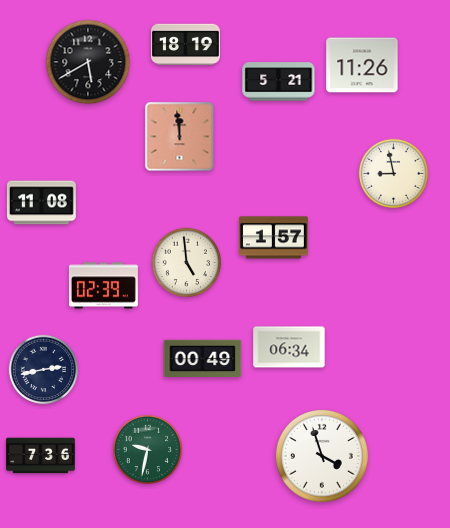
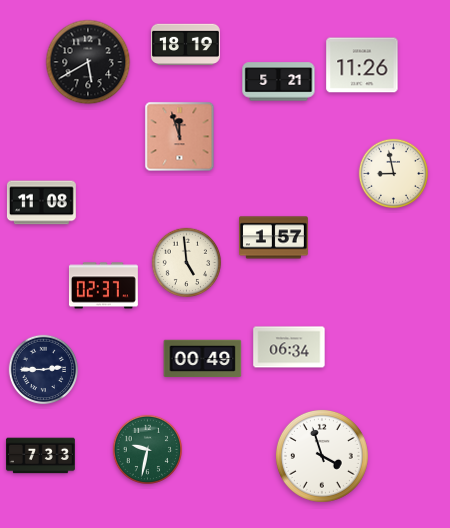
clock at (180, 137): 11:59 -> 11:57
clock at (103, 286): 02:39 -> 02:37
clock at (44, 370): 2:43 -> 2:45
clock at (40, 456): 7:36 -> 7:33
